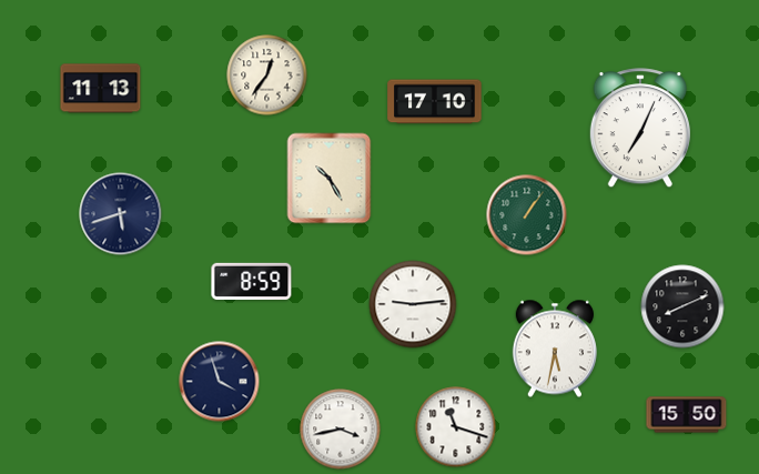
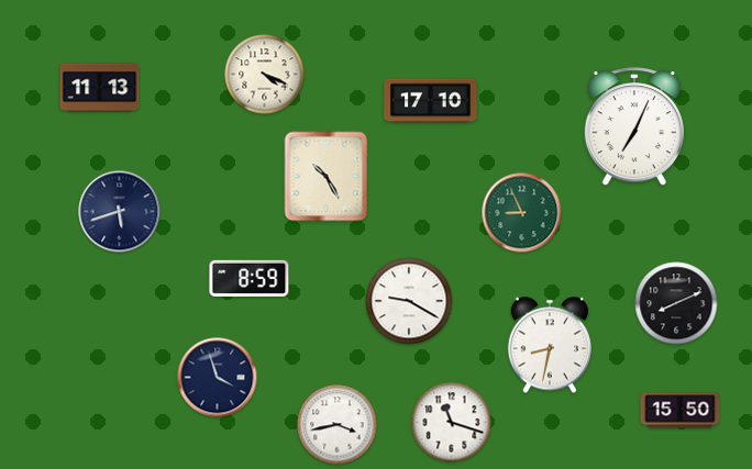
clock at (267, 75): 12:36 -> 4:19
clock at (527, 215): 1:06 -> 8:56
clock at (413, 304): 9:14 -> 9:20
clock at (555, 349): 5:32 -> 8:32
